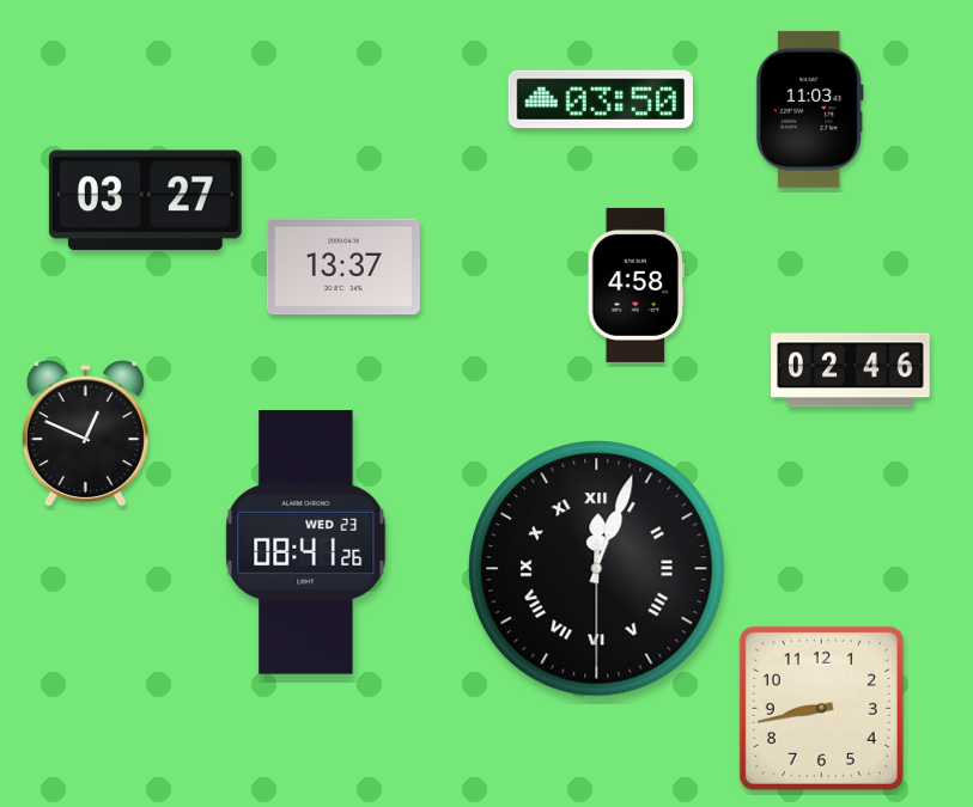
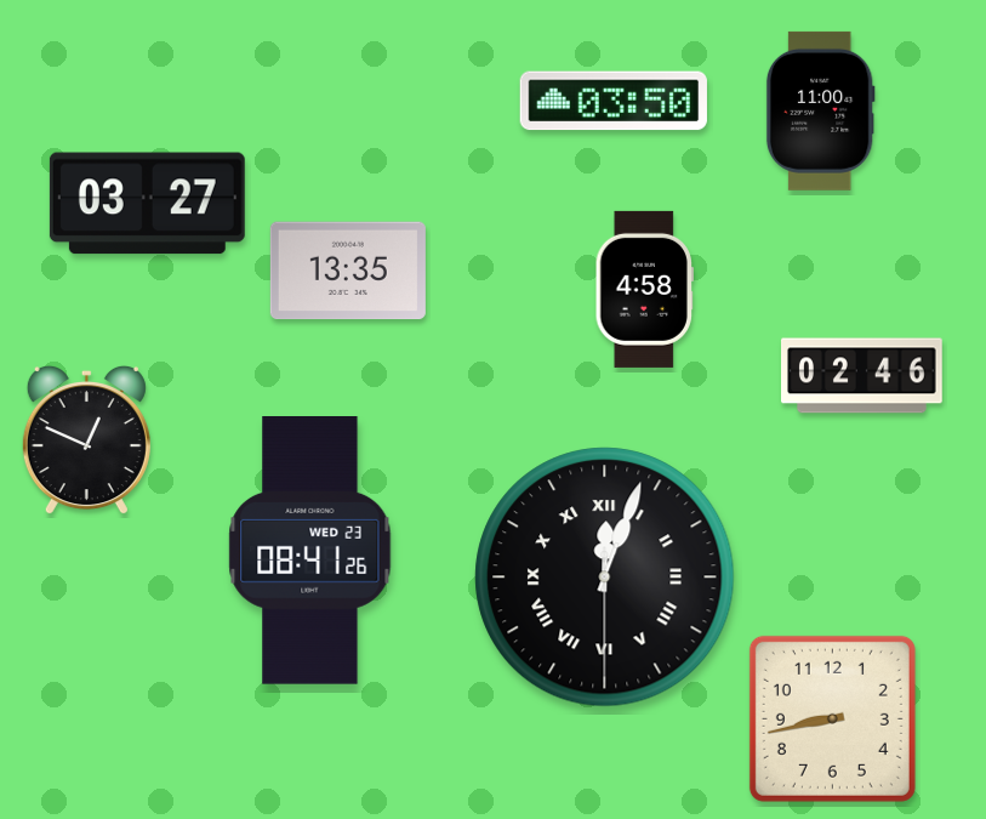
clock at (601, 99) position: (601, 99) -> (614, 101)
clock at (809, 109): 11:03 -> 11:00
clock at (343, 267): 13:37 -> 13:35
